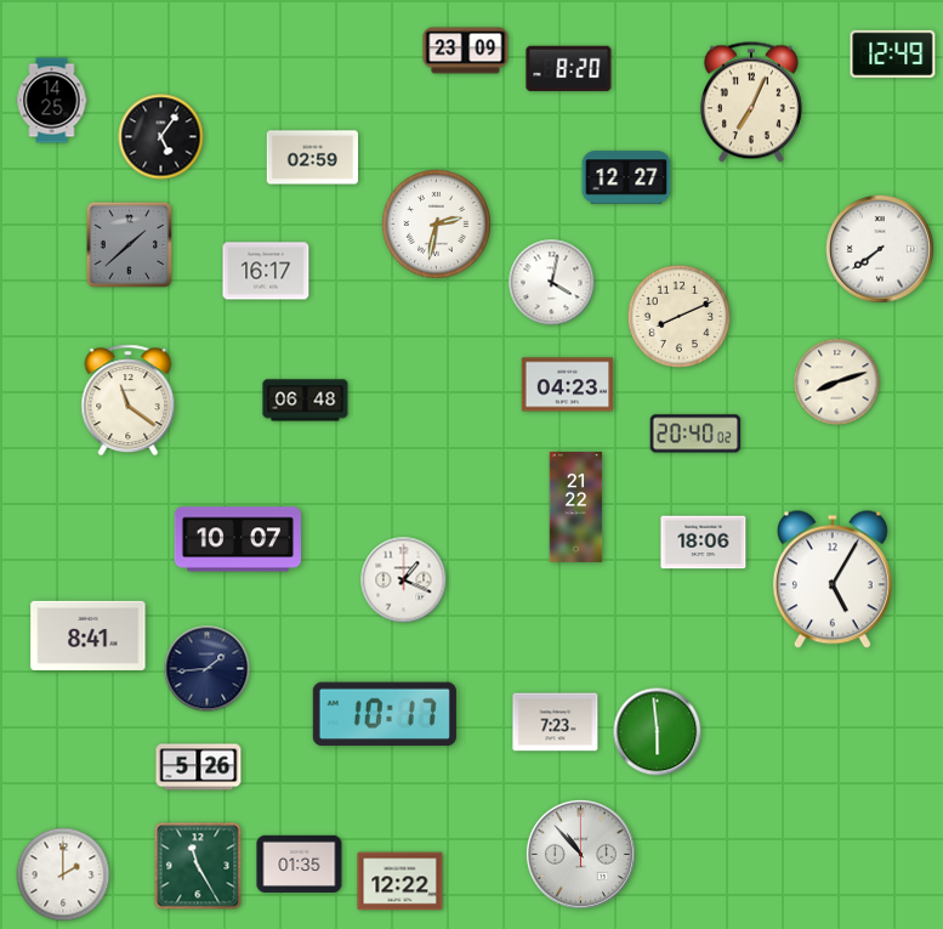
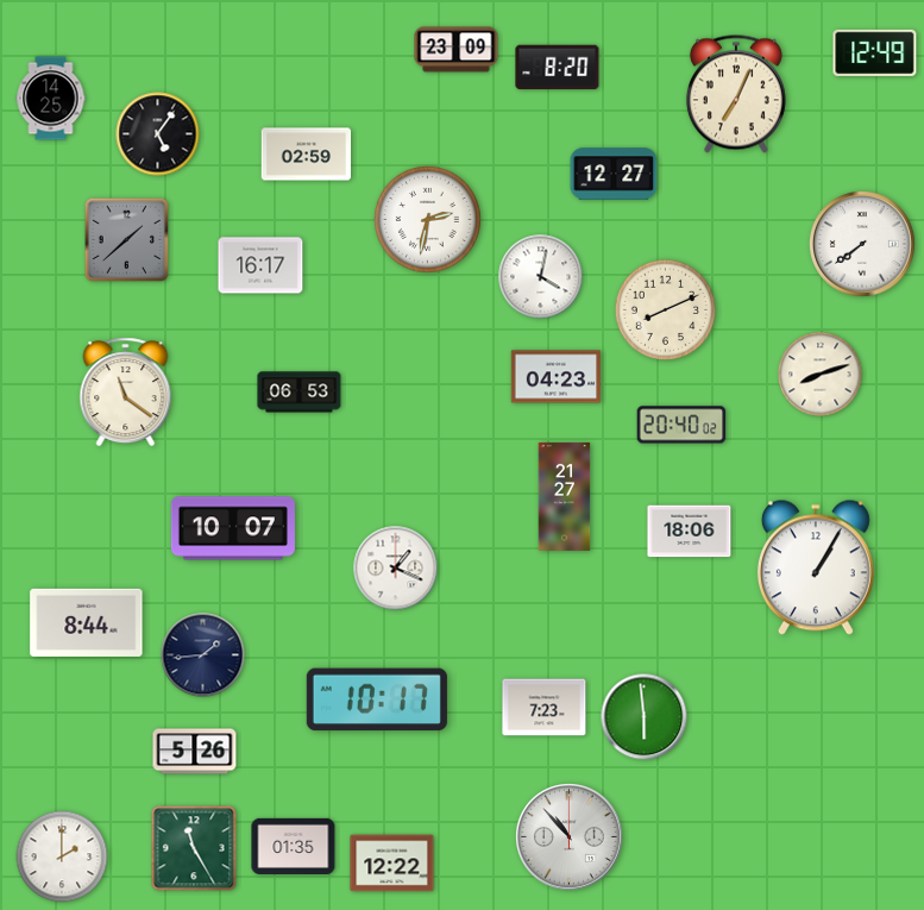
clock at (751, 102) position: (751, 102) -> (736, 94)
clock at (306, 401): 06:48 -> 06:53
clock at (576, 506): 21:22 -> 21:27
clock at (833, 579): 5:05 -> 1:05
clock at (89, 635): 8:41 -> 8:44
